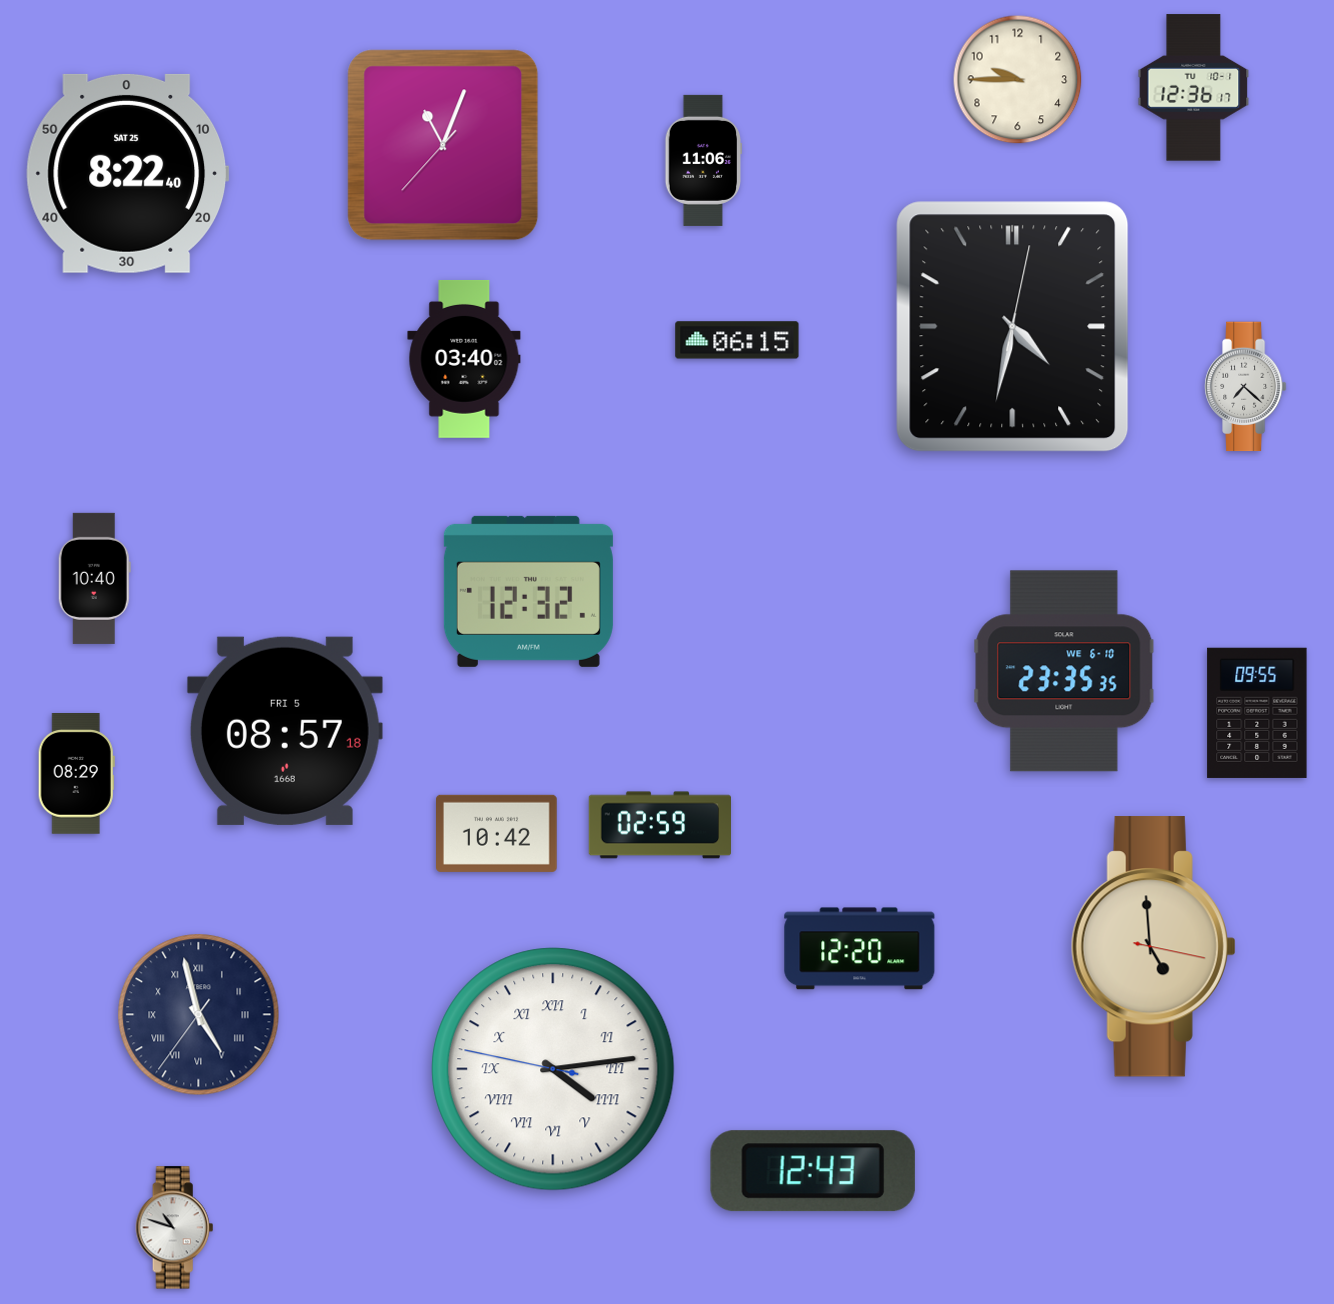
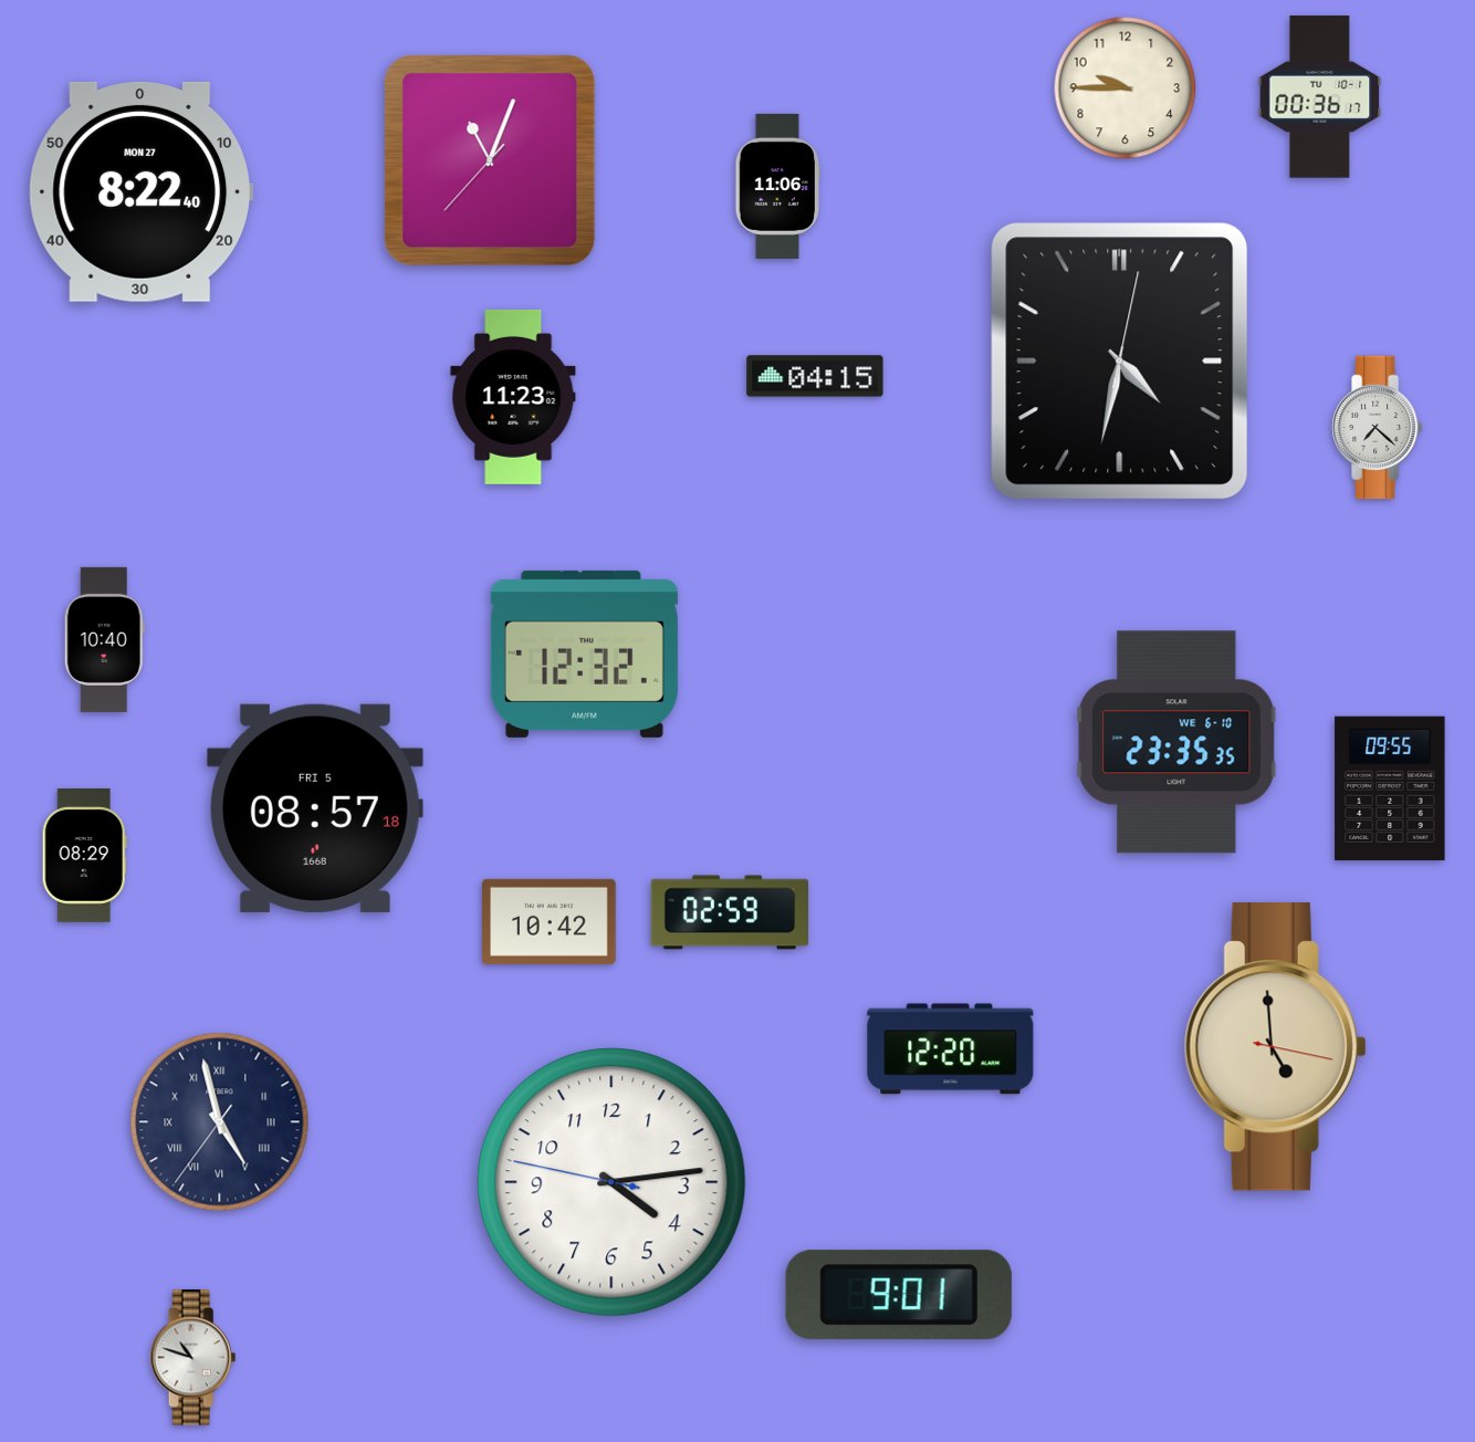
clock at (1194, 88): 12:36 -> 00:36
clock at (704, 160) position: (704, 160) -> (778, 186)
clock at (128, 173) date: SAT 25 -> MON 27
clock at (737, 340): 06:15 -> 04:15
clock at (464, 359): 03:40 -> 11:23
clock at (553, 1069) numerals: Roman -> Arabic
clock at (813, 1171): 12:43 -> 9:01
